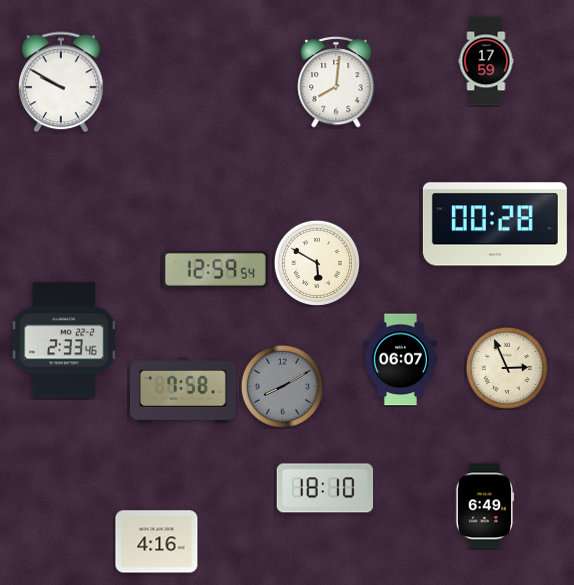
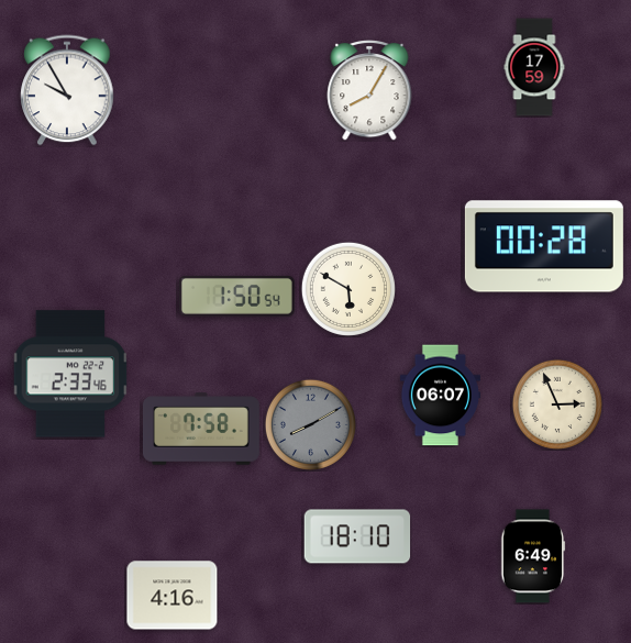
clock at (61, 82): 9:50 -> 9:55
clock at (336, 83): 8:01 -> 8:05
clock at (215, 269): 12:59 -> 1:50
